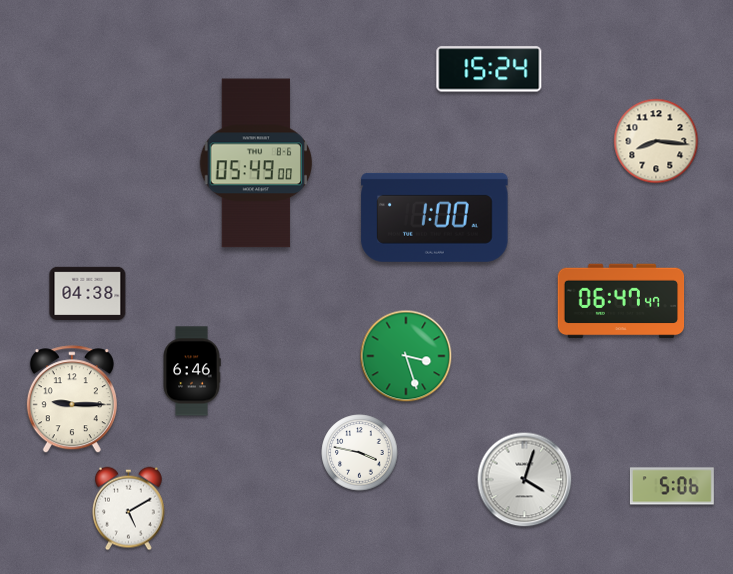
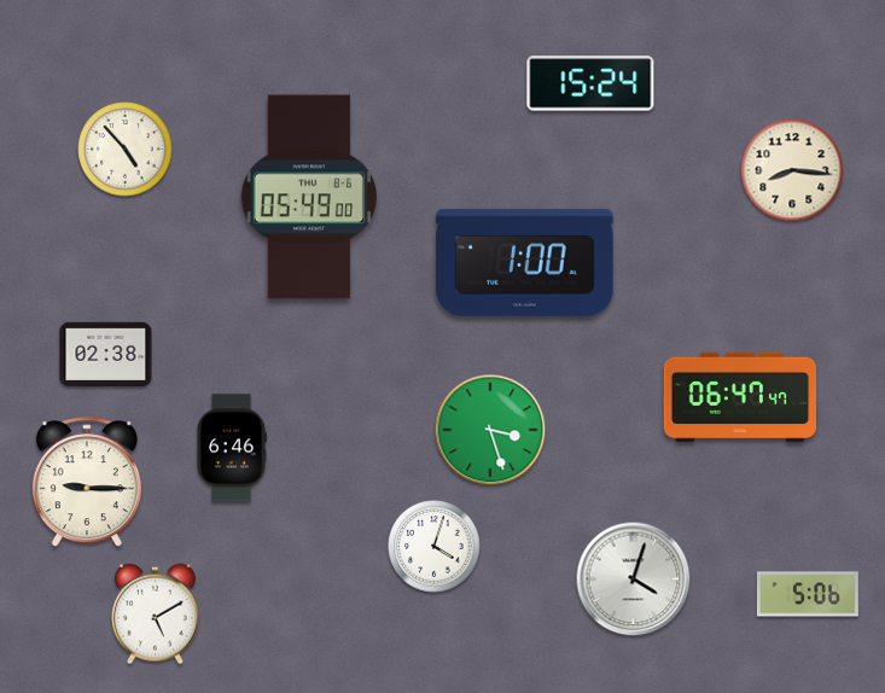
clock at (126, 150): none -> 4:53
clock at (88, 293): 04:38 -> 02:38
clock at (621, 301) position: (621, 301) -> (740, 397)
clock at (360, 453): 3:47 -> 4:03
clock at (672, 486) position: (672, 486) -> (808, 594)
